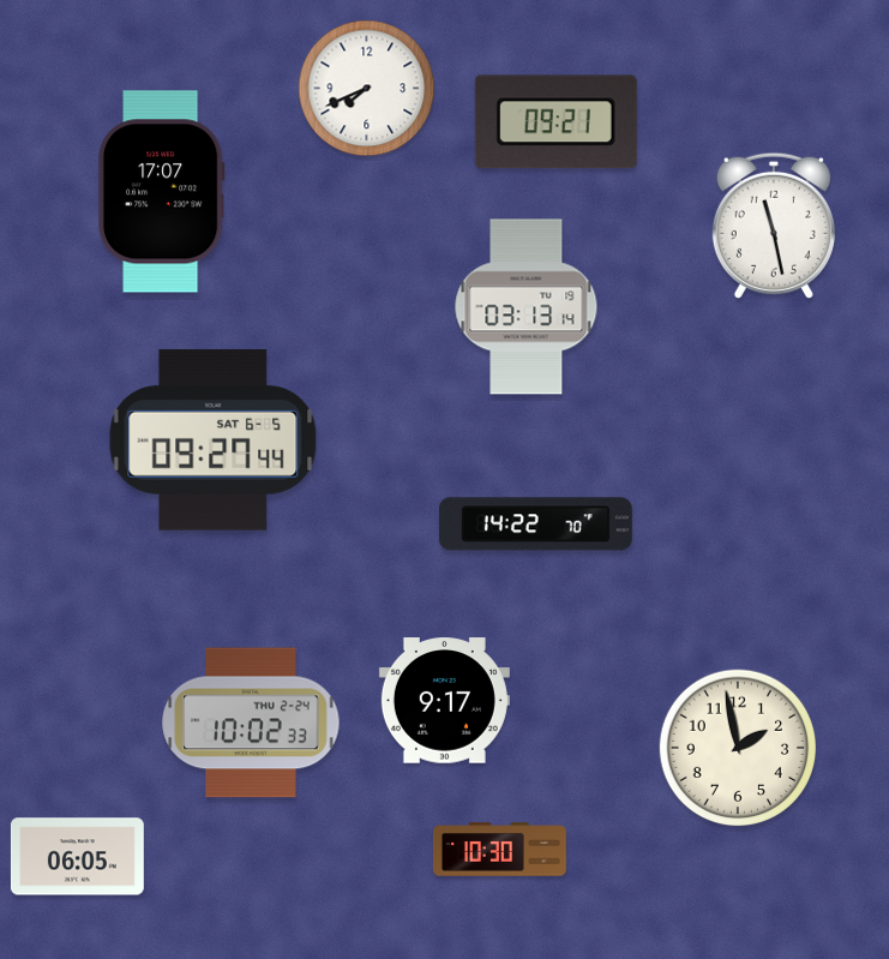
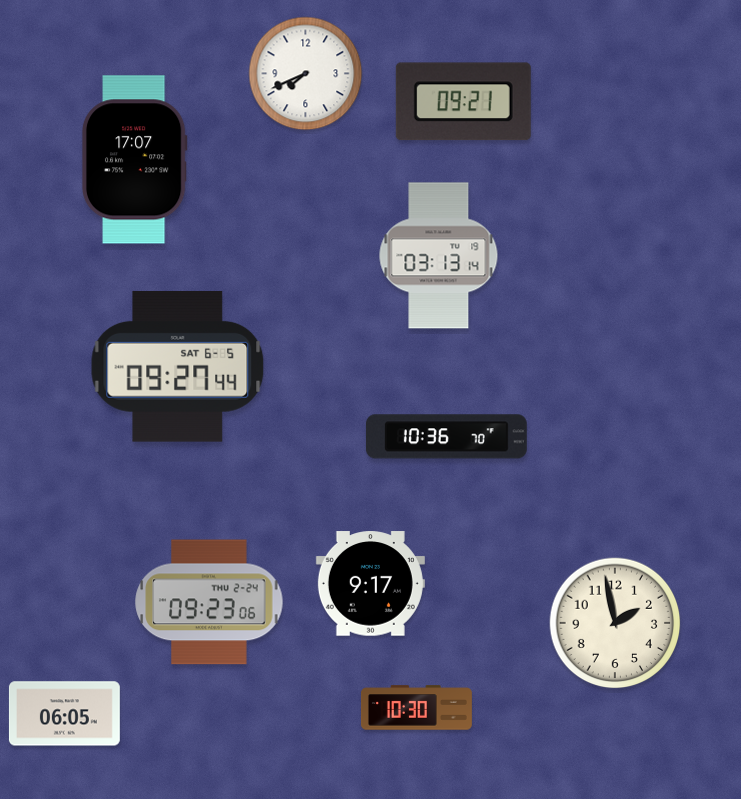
clock at (774, 226): 11:28 -> none
clock at (535, 525): 14:22 -> 10:36
clock at (251, 723): 10:02 -> 09:23
